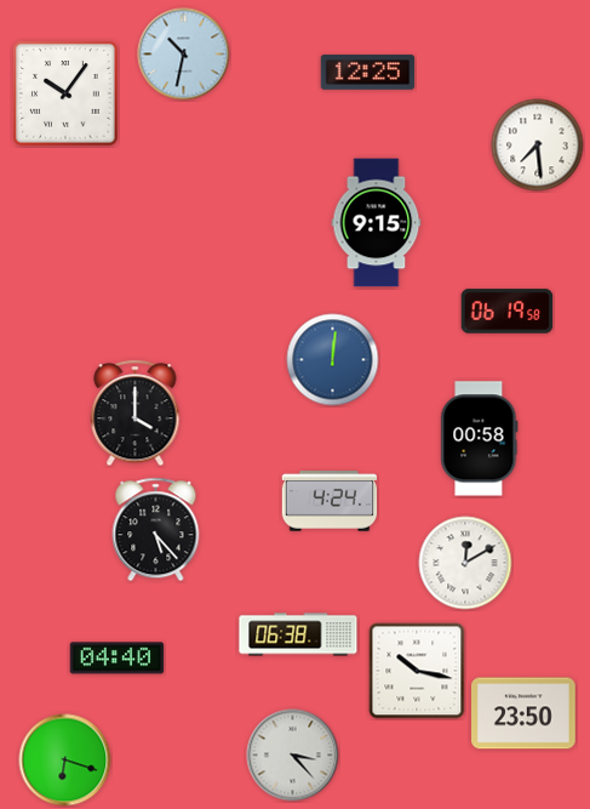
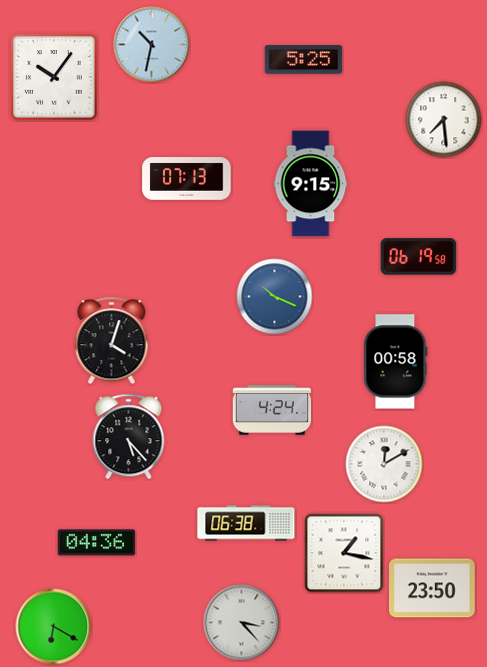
clock at (368, 73): 12:25 -> 5:25
clock at (187, 179): none -> 07:13
clock at (333, 360): 12:01 -> 10:19
clock at (136, 414): 4:00 -> 4:03
clock at (330, 501) position: (330, 501) -> (272, 410)
clock at (118, 659): 04:40 -> 04:36
clock at (417, 671): 10:17 -> 1:17
clock at (65, 760): 6:18 -> 6:20
